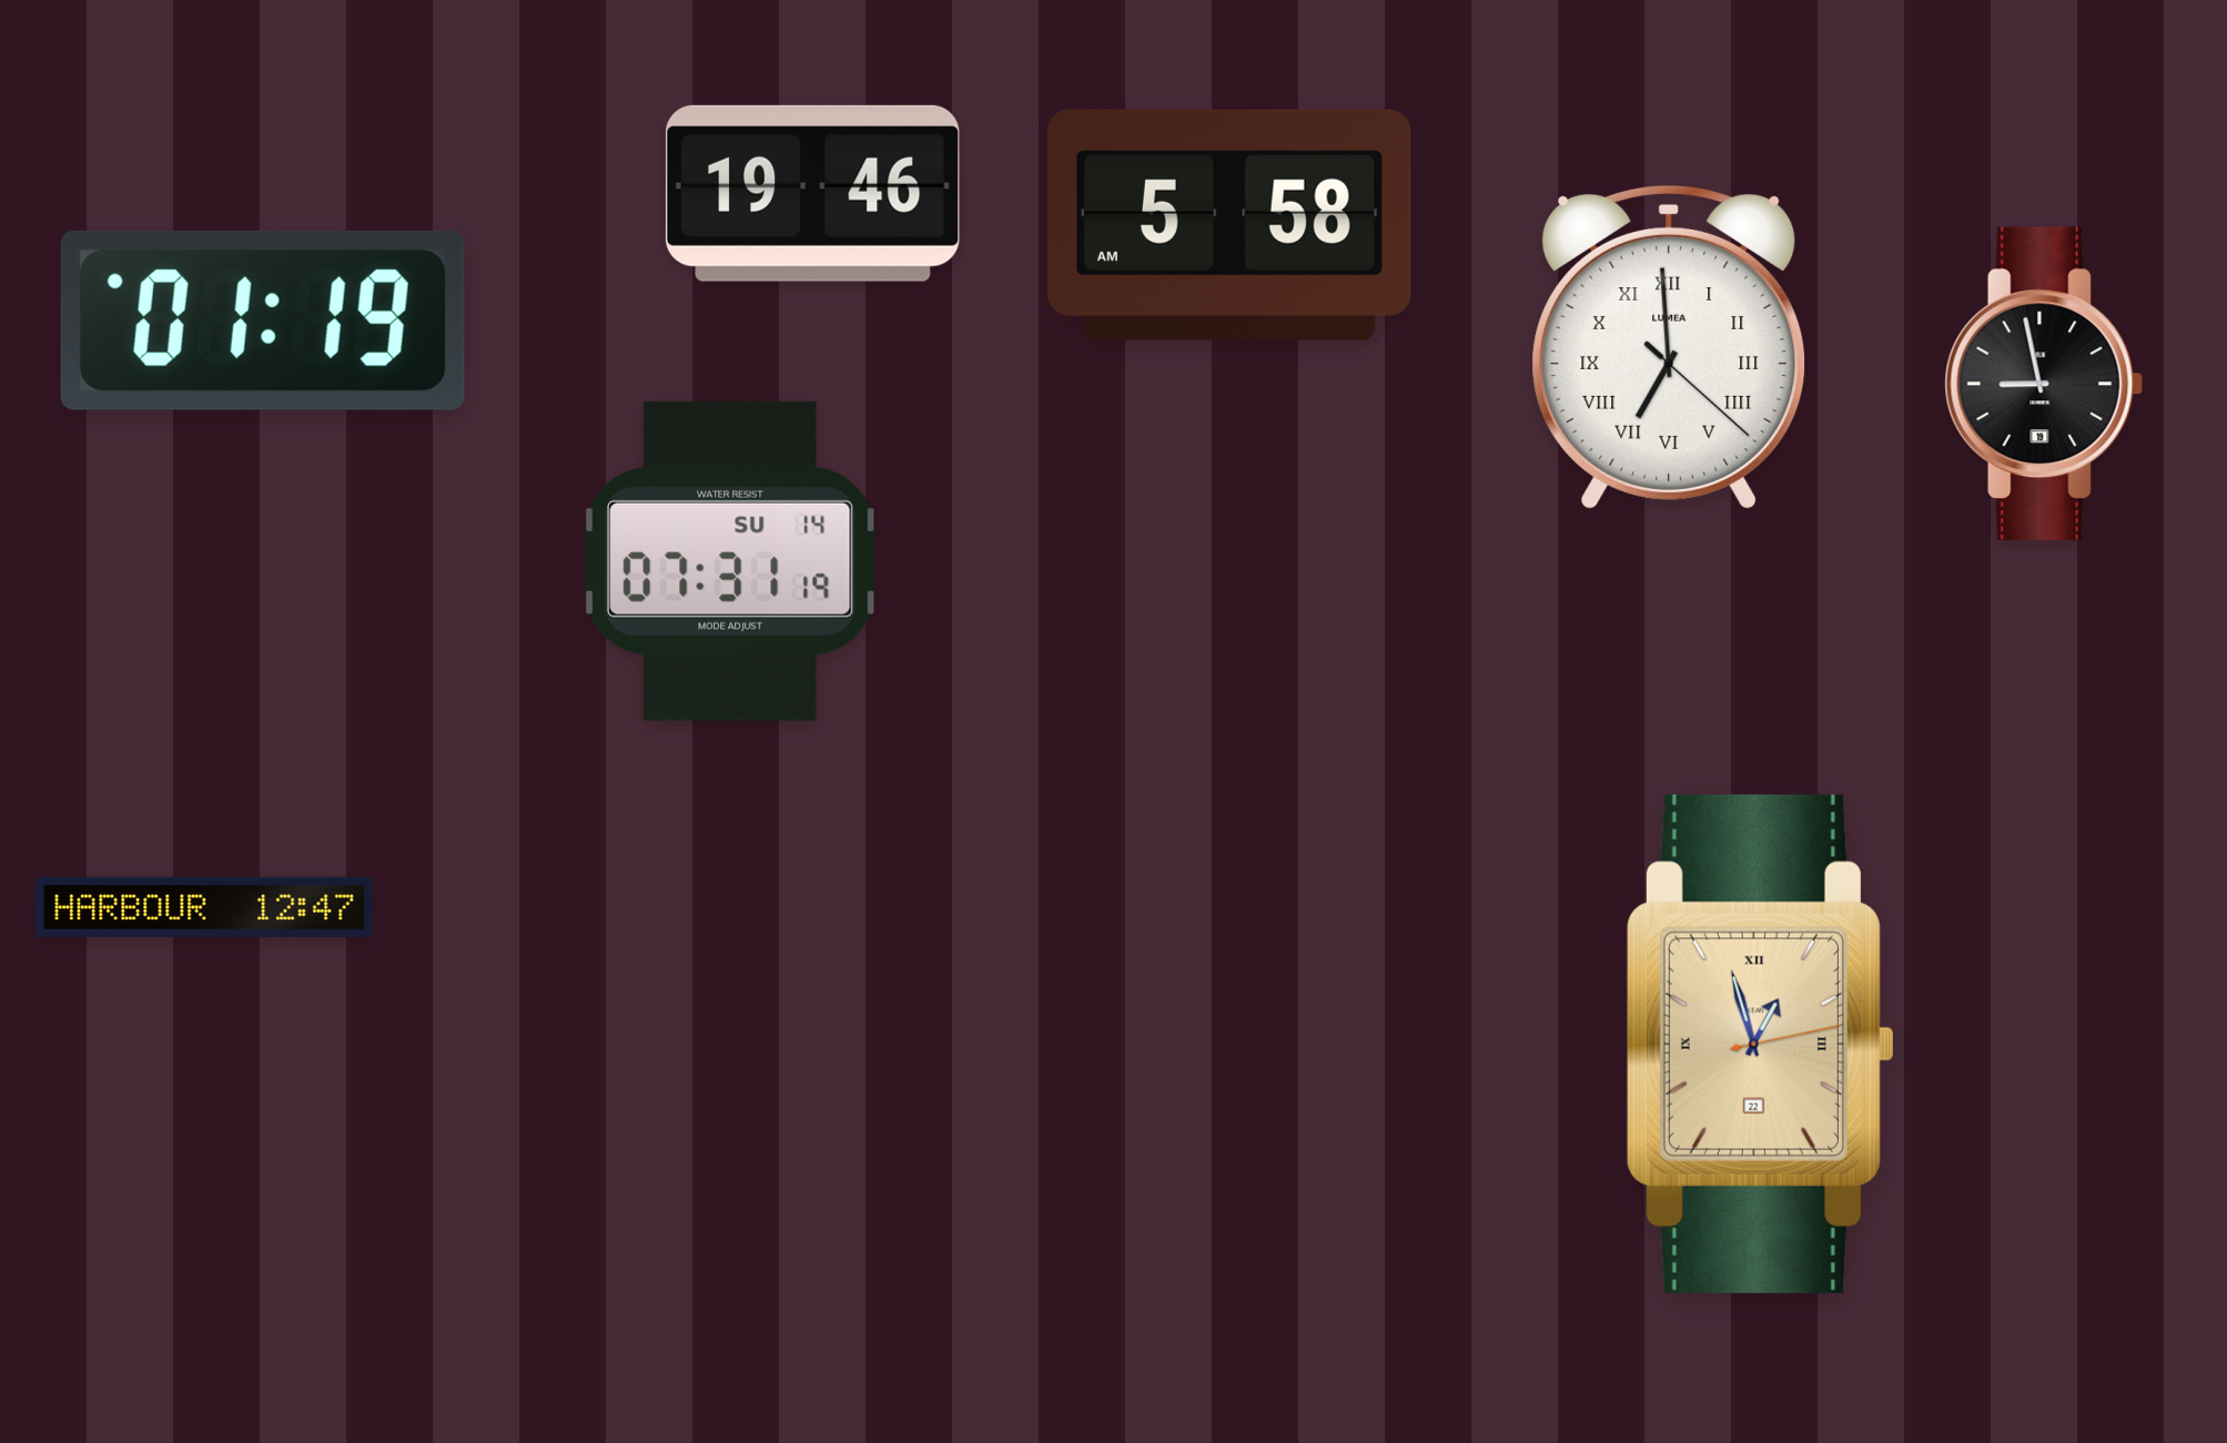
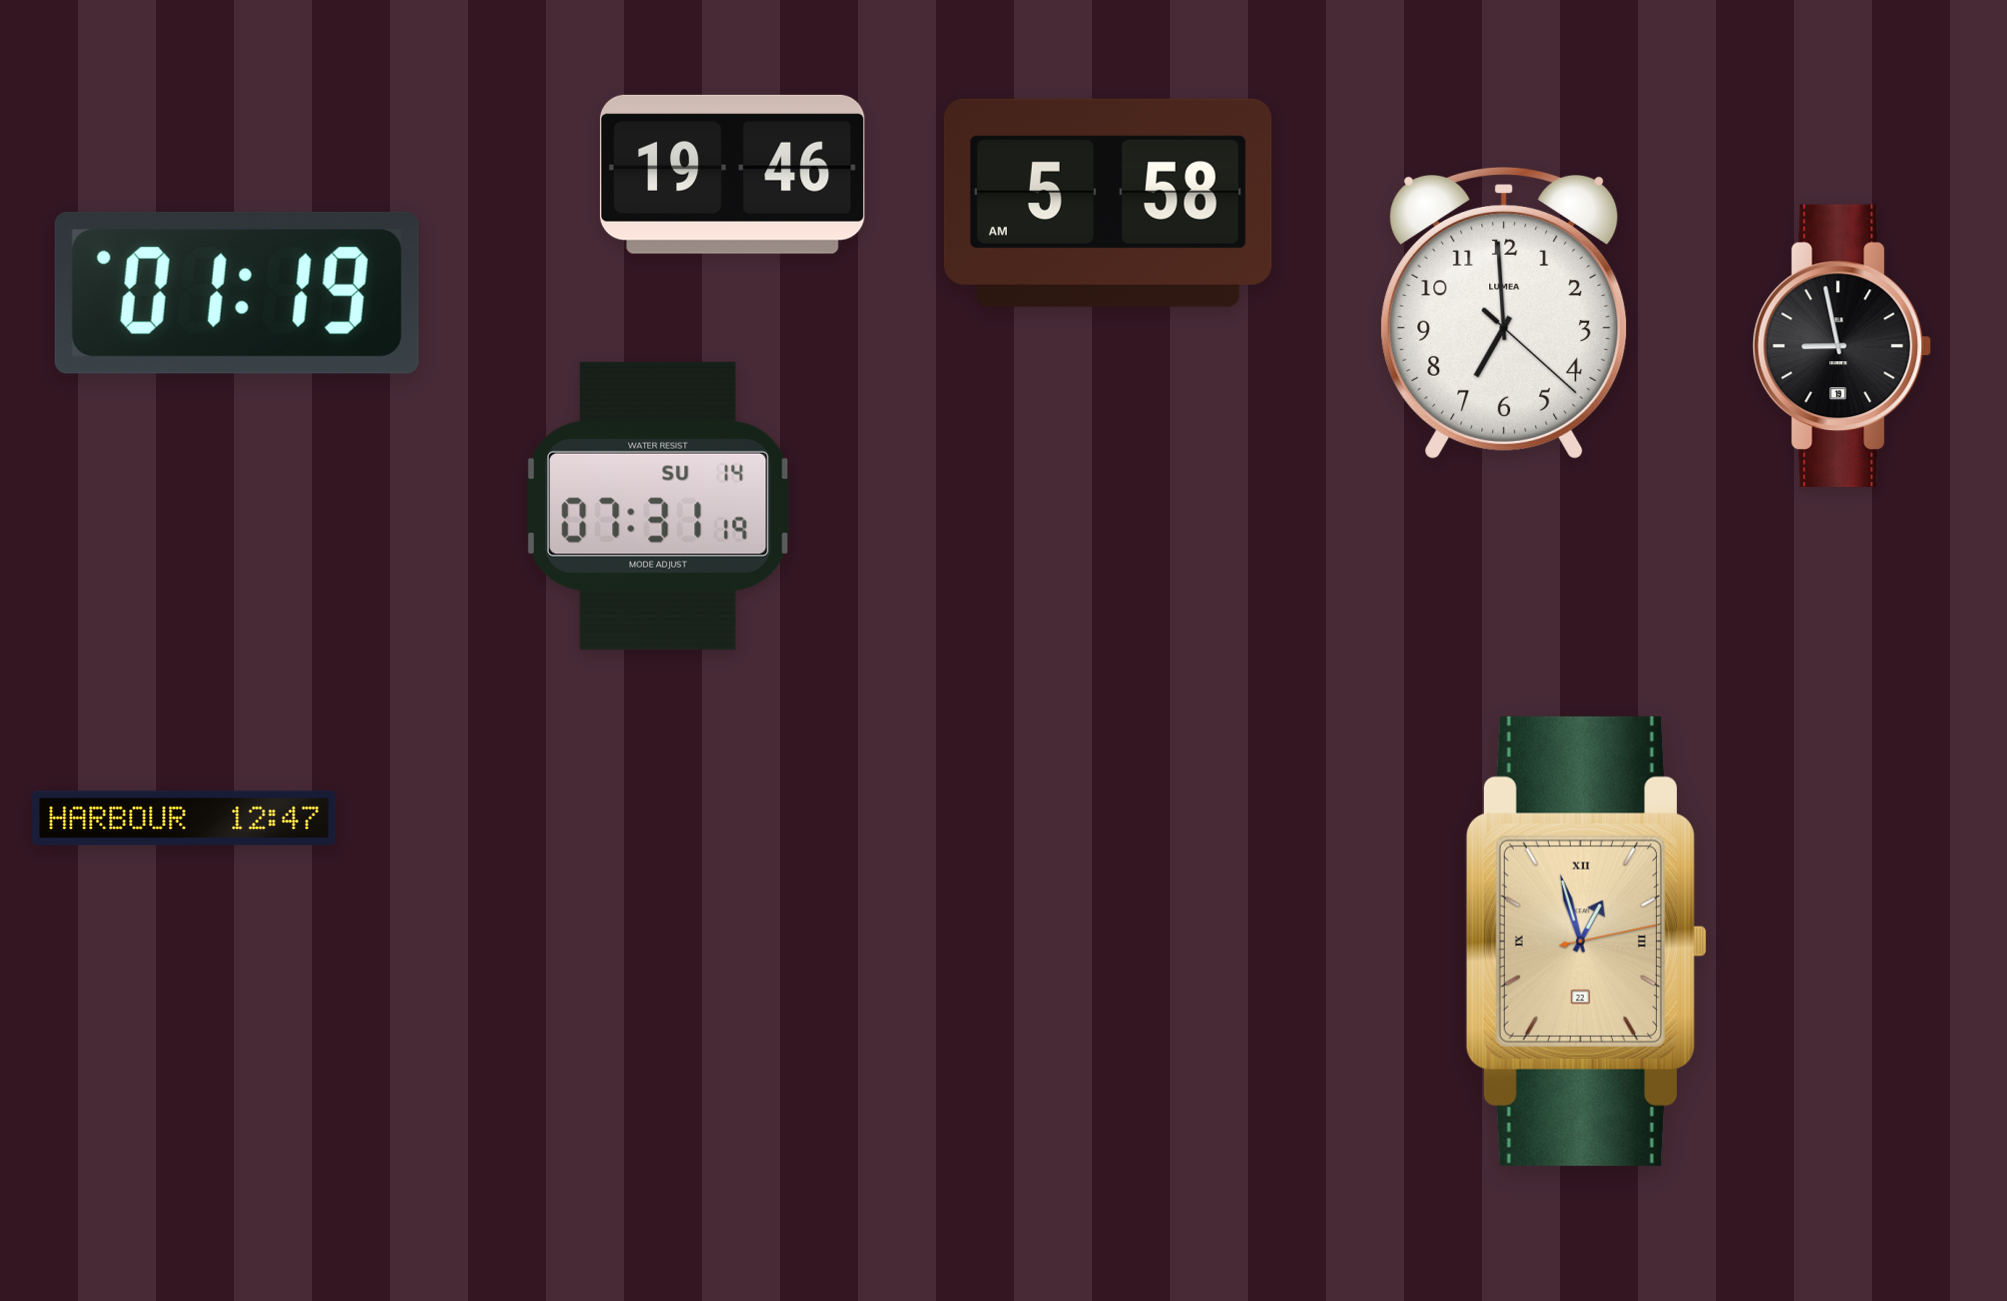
clock at (263, 321) position: (263, 321) -> (237, 293)
clock at (1669, 347) numerals: Roman -> Arabic
